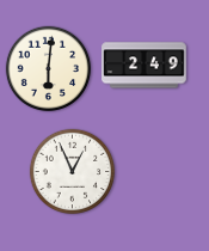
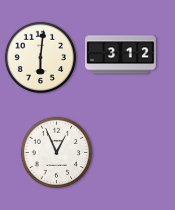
clock at (145, 66): 2:49 -> 3:12
clock at (73, 172) position: (73, 172) -> (57, 153)
